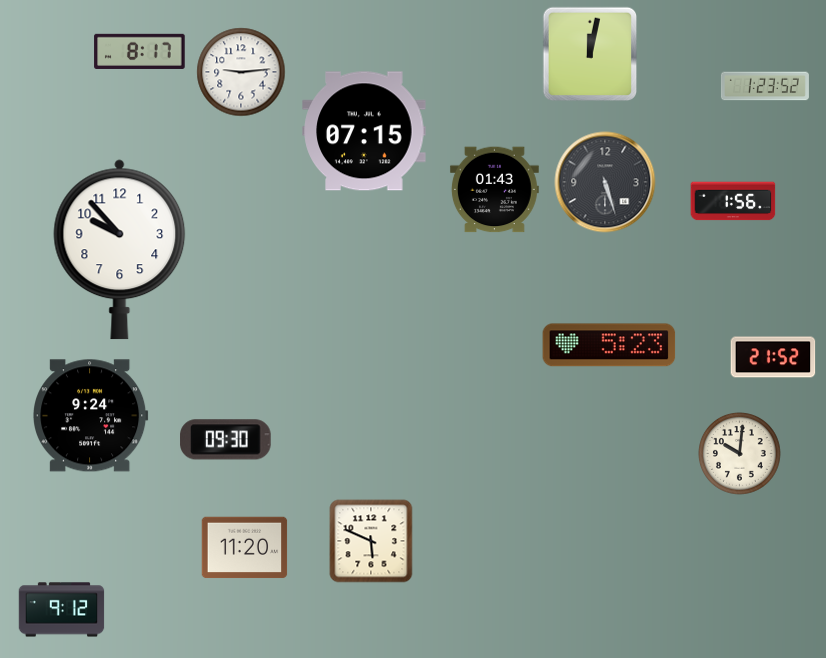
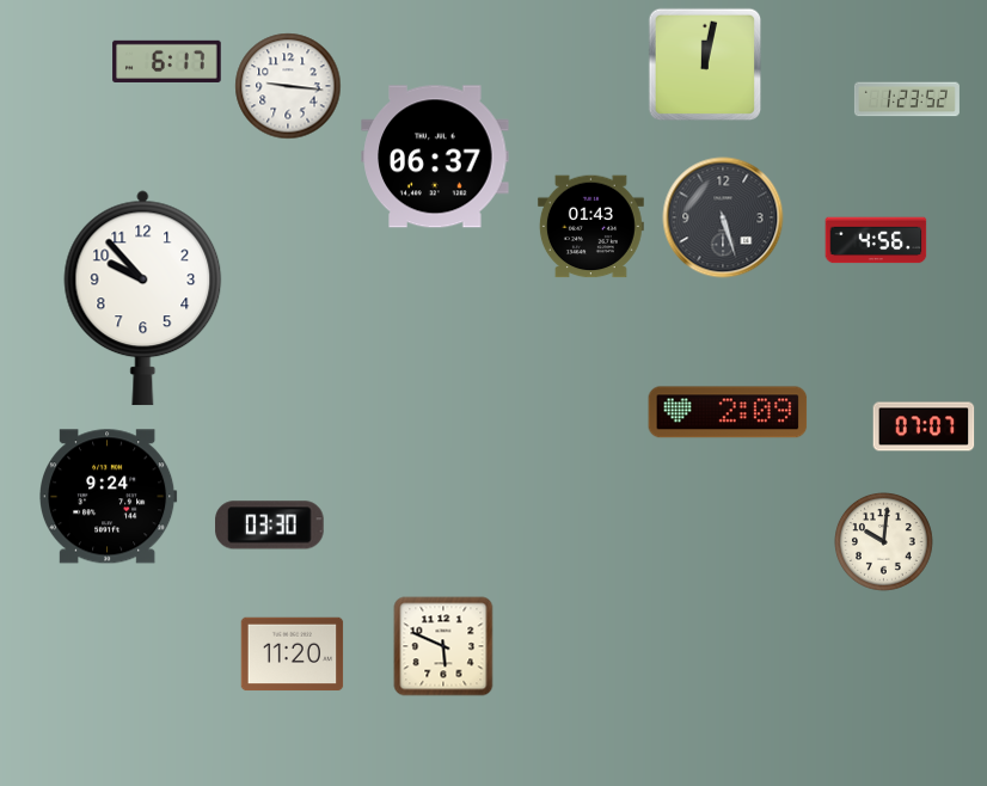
clock at (140, 51): 8:17 -> 6:17
clock at (241, 72): 9:14 -> 9:16
clock at (765, 86) position: (765, 86) -> (907, 99)
clock at (364, 131): 07:15 -> 06:37
clock at (733, 201): 1:56 -> 4:56
clock at (609, 345): 5:23 -> 2:09
clock at (773, 357): 21:52 -> 07:07
clock at (226, 440): 09:30 -> 03:30
clock at (62, 610): 9:12 -> none
